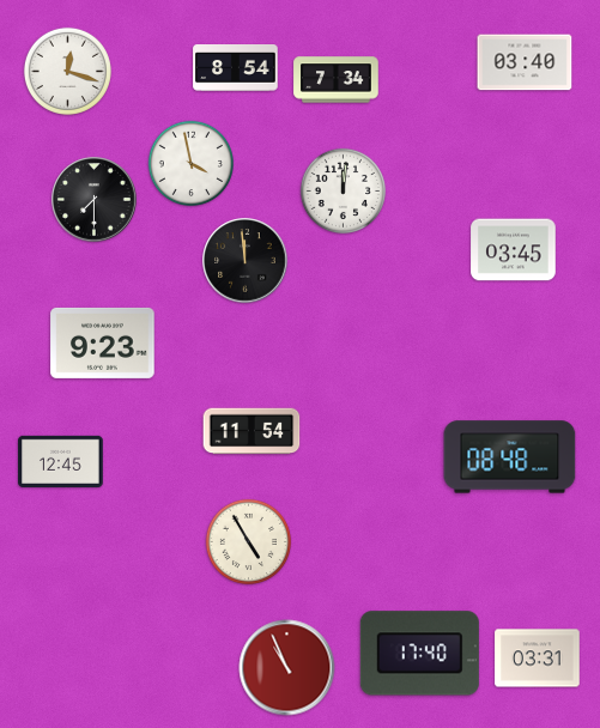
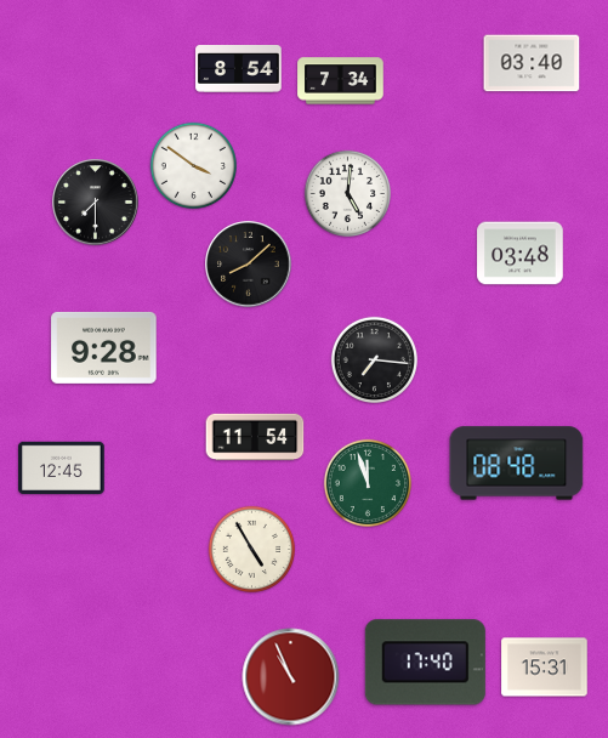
clock at (67, 71): 12:18 -> none
clock at (190, 163): 3:58 -> 3:51
clock at (343, 190): 12:01 -> 5:01
clock at (514, 250): 03:45 -> 03:48
clock at (246, 261): 11:59 -> 8:08
clock at (103, 342): 9:23 -> 9:28
clock at (374, 359): none -> 7:16
clock at (368, 483): none -> 11:57
clock at (538, 659): 03:31 -> 15:31
